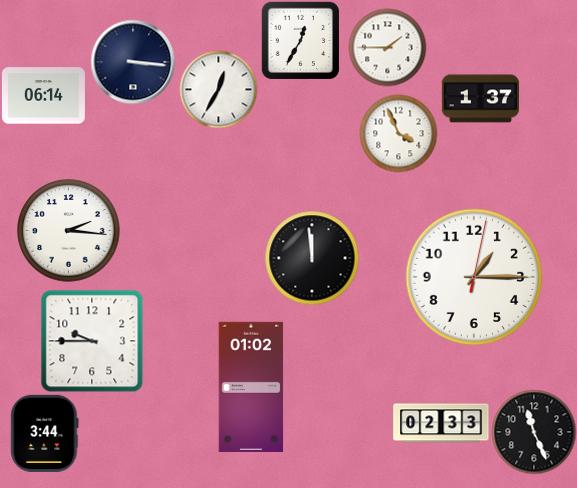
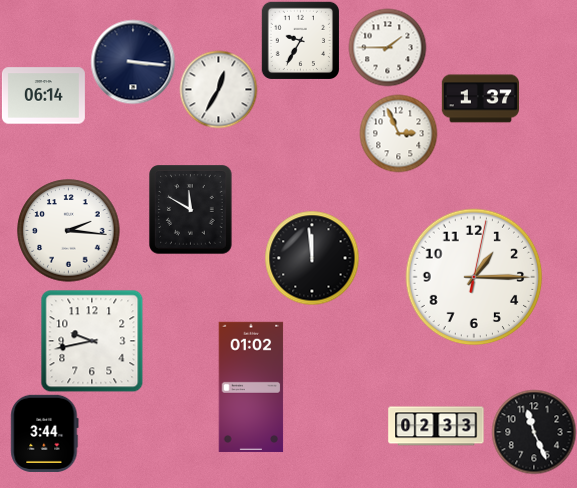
clock at (300, 40): 12:35 -> 9:35
clock at (398, 133): 3:56 -> 2:56
clock at (191, 210): none -> 11:50
clock at (92, 341): 9:45 -> 9:43
clock at (441, 423) position: (441, 423) -> (436, 426)
